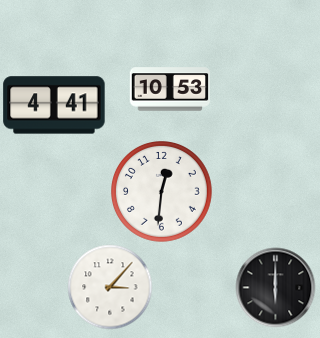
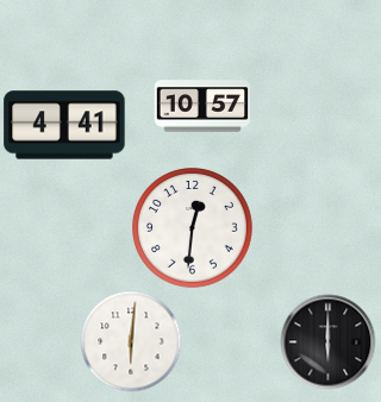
clock at (170, 89): 10:53 -> 10:57
clock at (110, 287): 3:07 -> 6:01
